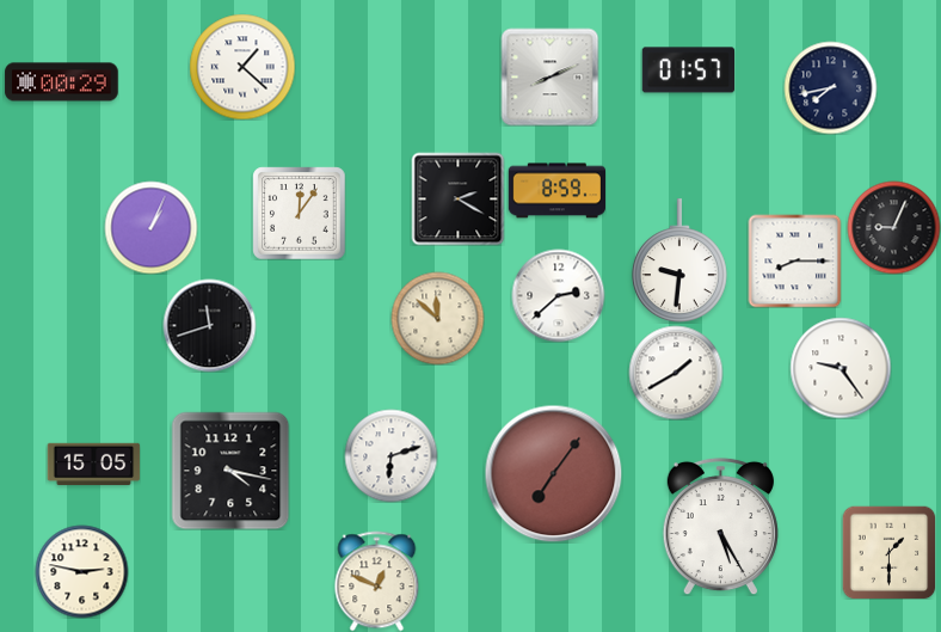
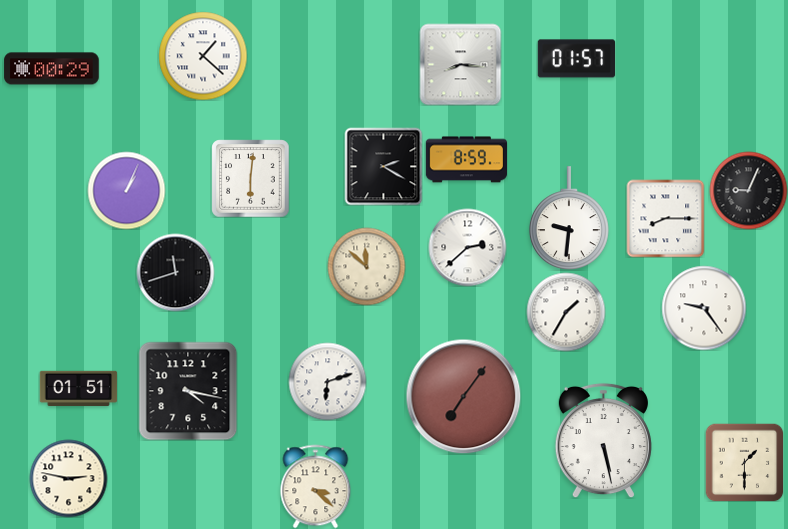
clock at (549, 76): 8:11 -> 8:16
clock at (830, 87): 7:43 -> none
clock at (299, 213): 12:06 -> 6:01
clock at (676, 373): 1:40 -> 1:35
clock at (93, 465): 15:05 -> 01:51
clock at (230, 471) position: (230, 471) -> (188, 391)
clock at (720, 526): 5:25 -> 5:28
clock at (377, 581): 12:49 -> 3:22
